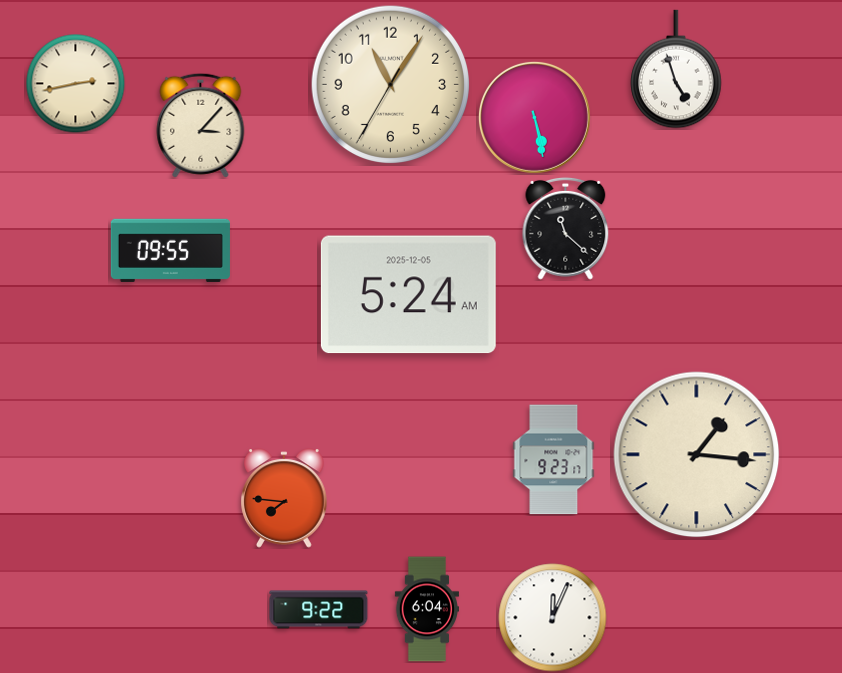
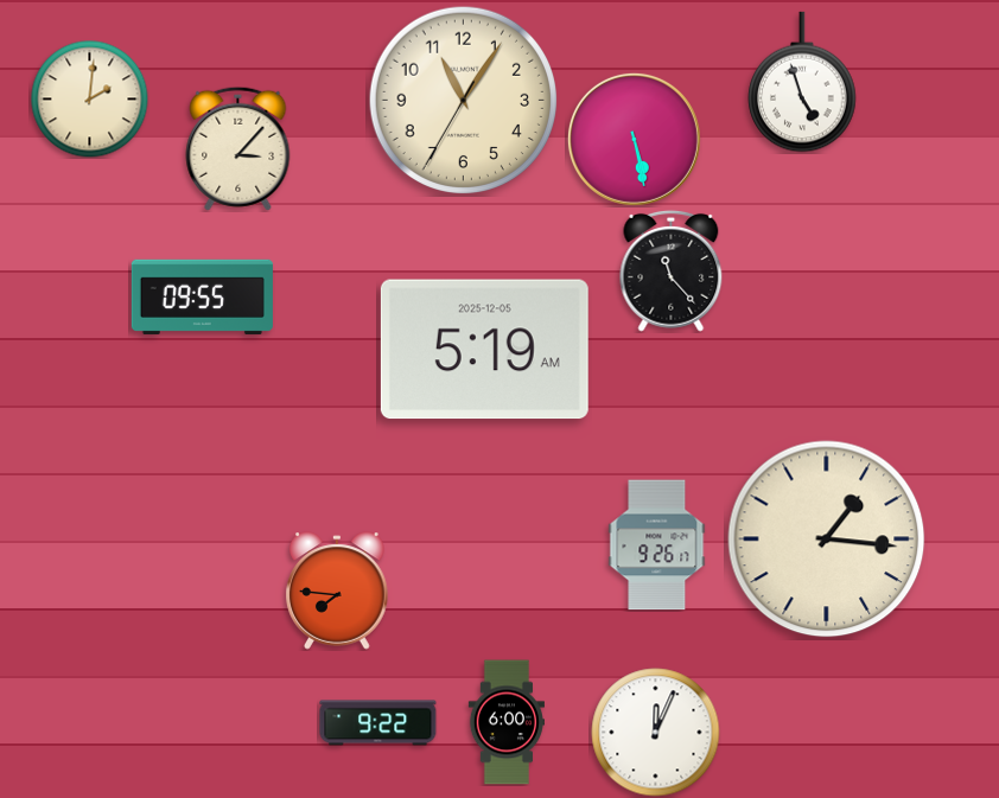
clock at (76, 84): 2:43 -> 2:01
clock at (566, 228): 11:22 -> 11:23
clock at (408, 295): 5:24 -> 5:19
clock at (554, 460): 9:23 -> 9:26
clock at (426, 609): 6:04 -> 6:00
